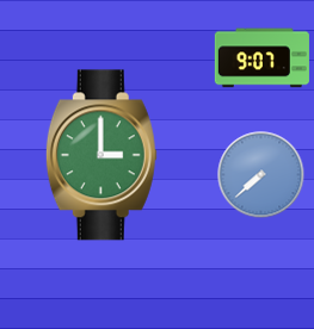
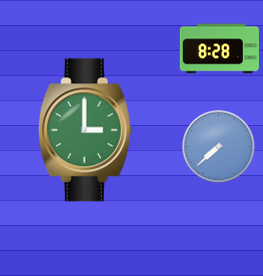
clock at (261, 58): 9:07 -> 8:28
